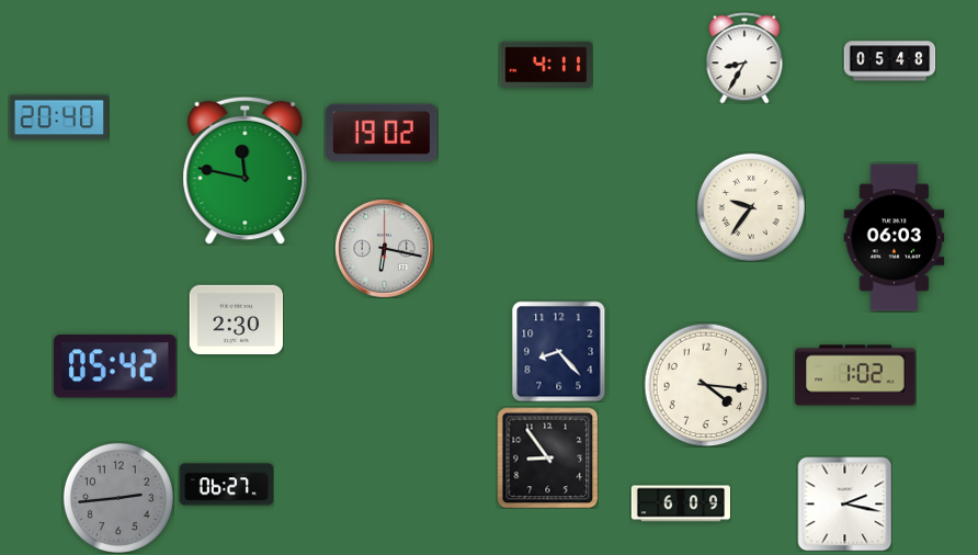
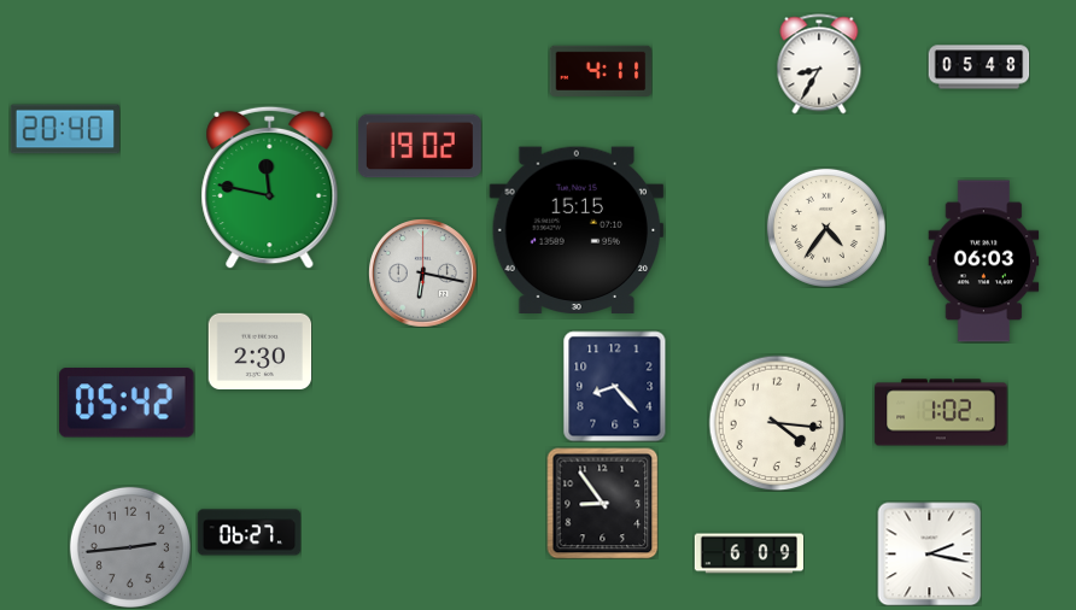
clock at (751, 207): 9:36 -> 4:36
clock at (577, 229): none -> 15:15
